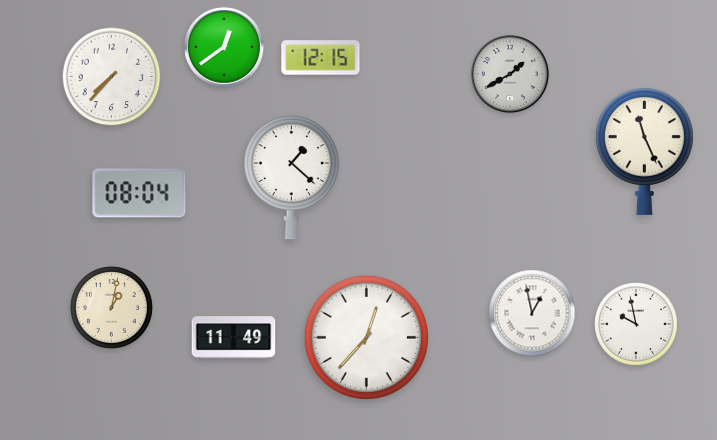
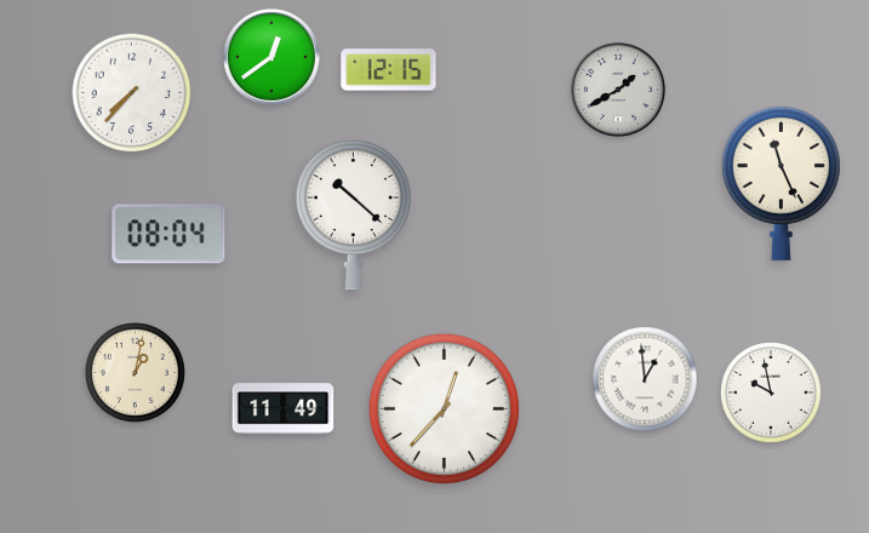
clock at (112, 77) position: (112, 77) -> (132, 93)
clock at (291, 177): 1:22 -> 10:22
clock at (532, 313): 12:58 -> 12:59
